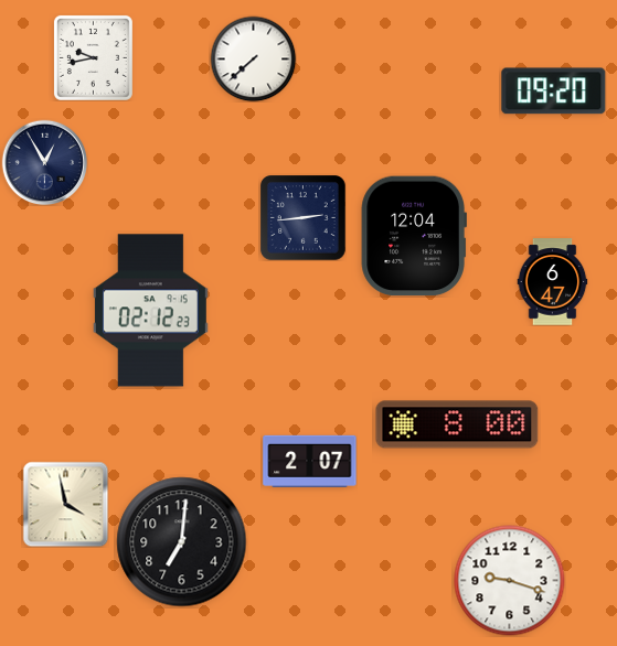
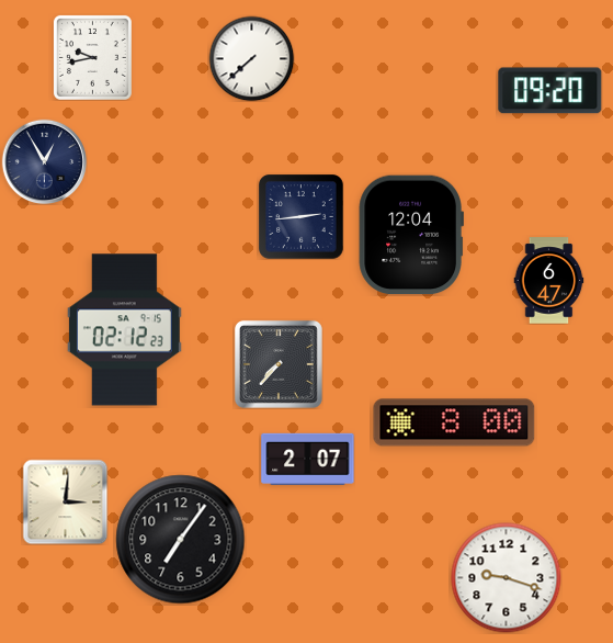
clock at (150, 311) position: (150, 311) -> (124, 330)
clock at (279, 364): none -> 7:37
clock at (65, 504): 3:58 -> 3:01
clock at (182, 542): 7:01 -> 7:06
